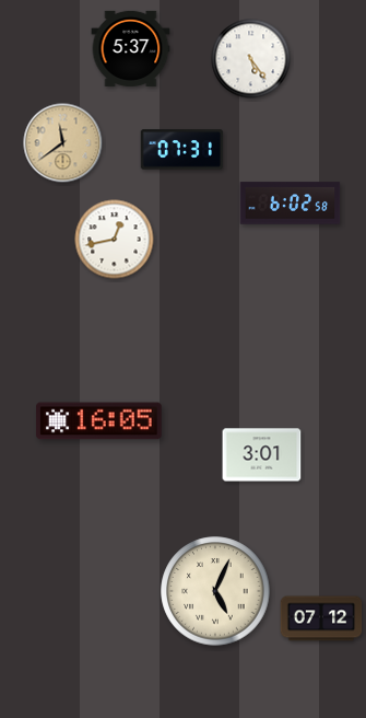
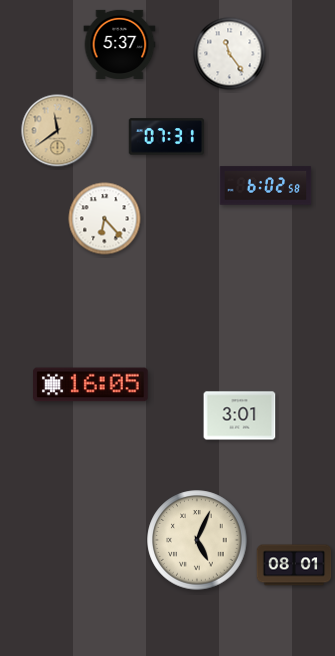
clock at (251, 59): 5:24 -> 11:24
clock at (115, 240): 12:43 -> 6:23
clock at (321, 618): 07:12 -> 08:01
